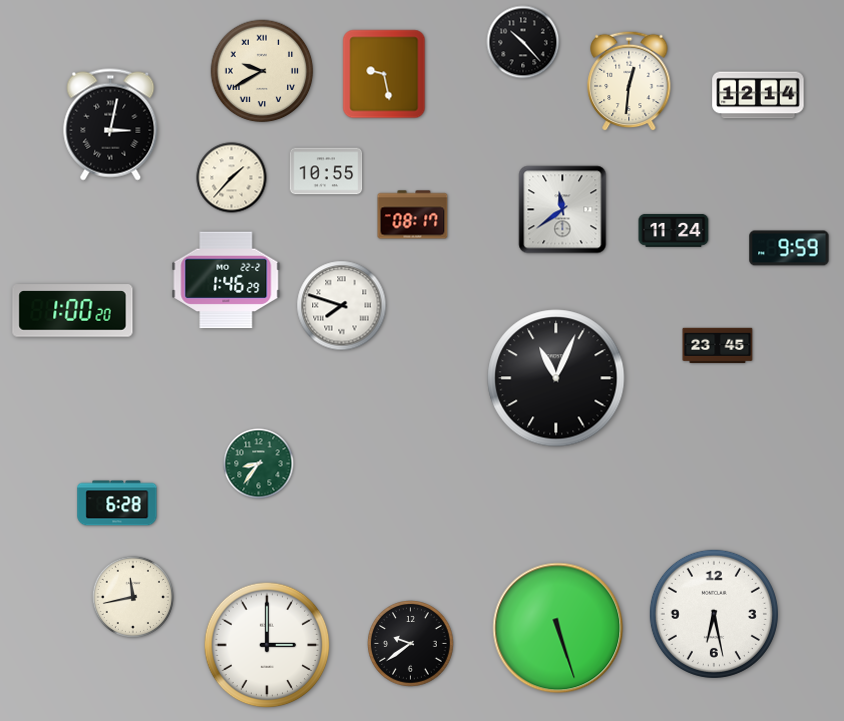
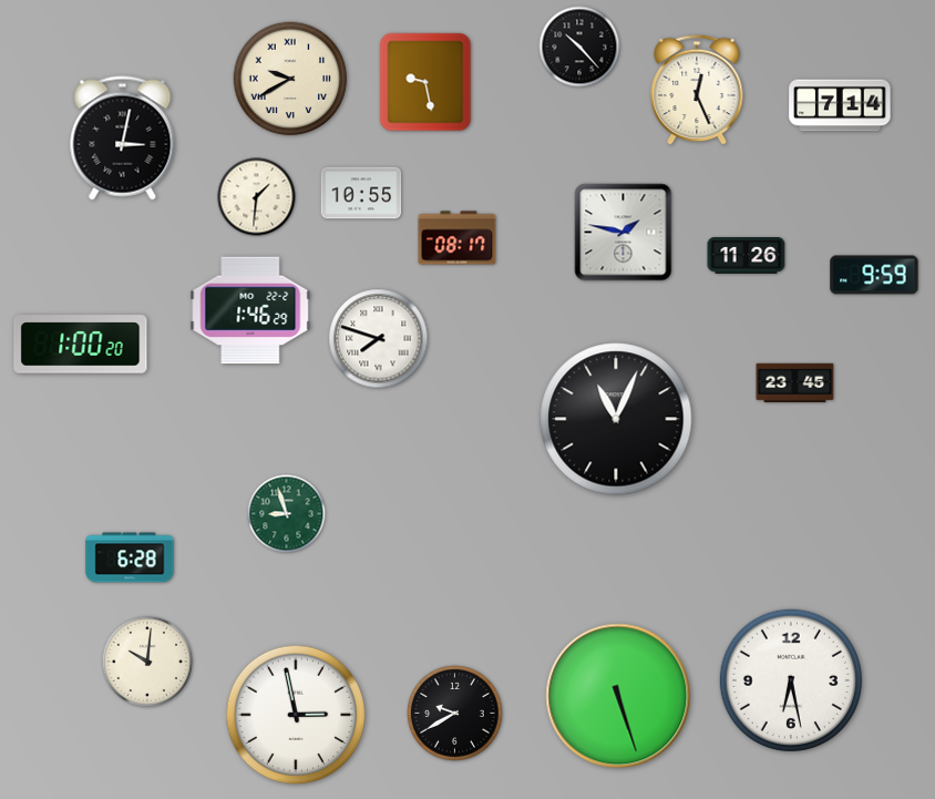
clock at (629, 81): 12:31 -> 12:26
clock at (758, 95): 12:14 -> 7:14
clock at (326, 171) position: (326, 171) -> (361, 193)
clock at (232, 178): 1:37 -> 1:31
clock at (563, 210): 11:39 -> 1:47
clock at (674, 231): 11:24 -> 11:26
clock at (259, 464): 8:36 -> 8:57
clock at (132, 596): 11:43 -> 10:01
clock at (411, 644): 9:39 -> 9:40
clock at (267, 645): 3:00 -> 2:58
